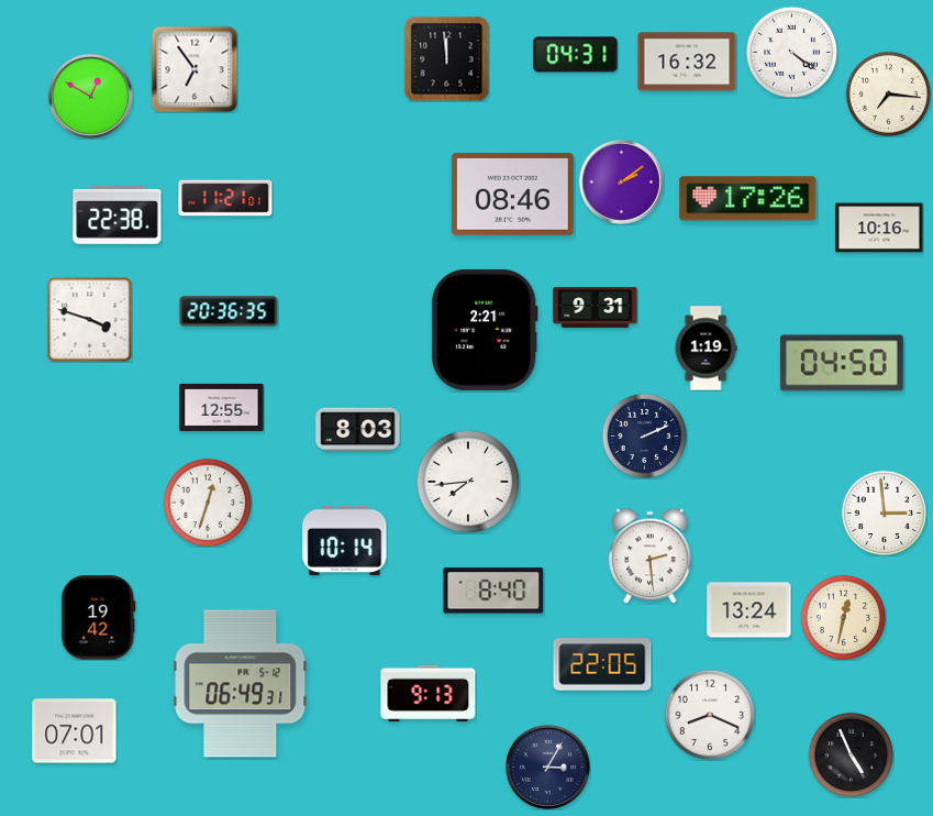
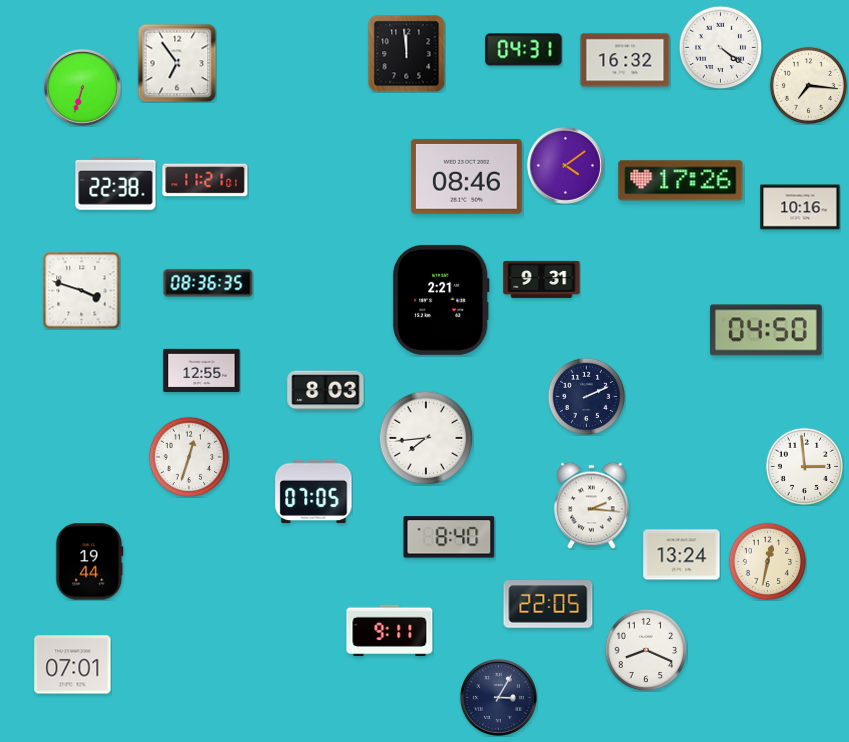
clock at (687, 62) position: (687, 62) -> (625, 60)
clock at (90, 96): 12:50 -> 6:33
clock at (621, 181): 2:09 -> 4:09
clock at (118, 216) position: (118, 216) -> (116, 184)
clock at (229, 311): 20:36 -> 08:36
clock at (706, 349): 1:19 -> none
clock at (345, 541): 10:14 -> 07:05
clock at (651, 555): 2:29 -> 2:16
clock at (99, 618): 19:42 -> 19:44
clock at (241, 684): 06:49 -> none
clock at (429, 693): 9:13 -> 9:11
clock at (75, 731) position: (75, 731) -> (73, 665)
clock at (851, 754): 4:56 -> none
